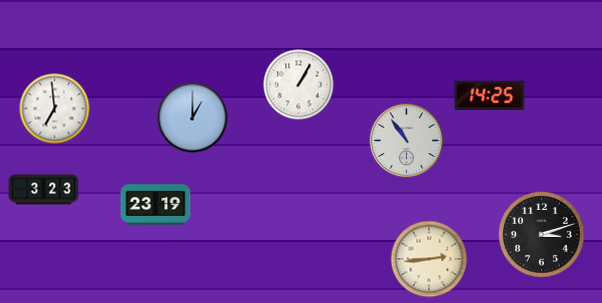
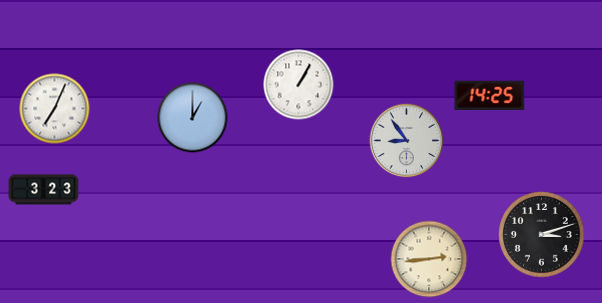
clock at (55, 109): 6:59 -> 7:04
clock at (407, 141): 10:54 -> 8:54
clock at (156, 205): 23:19 -> none
